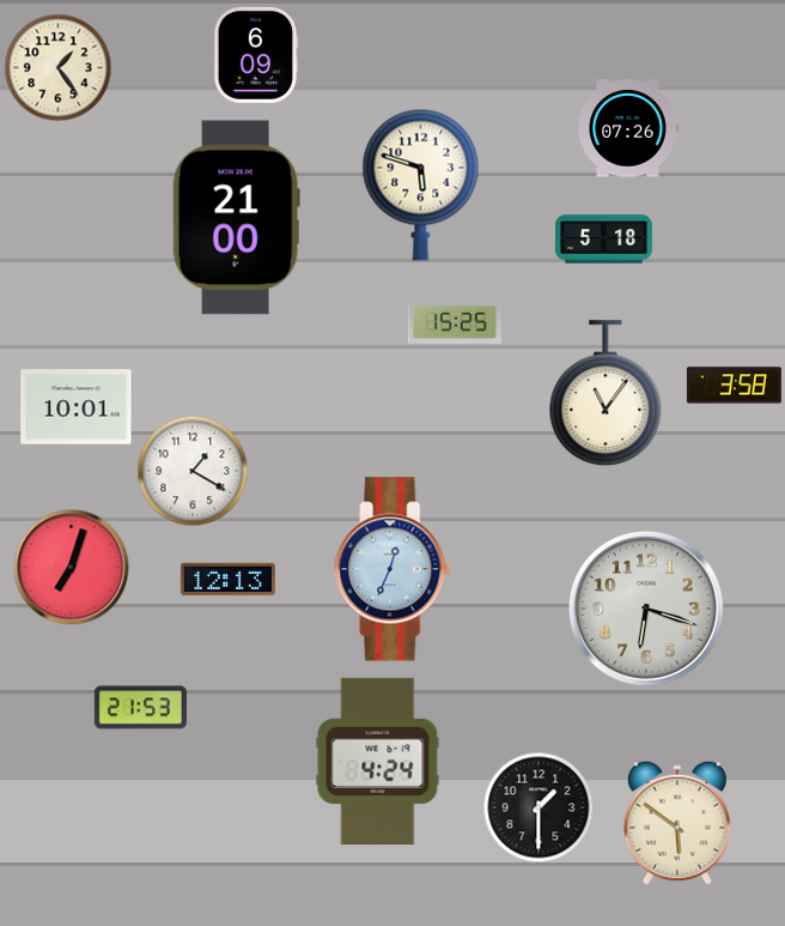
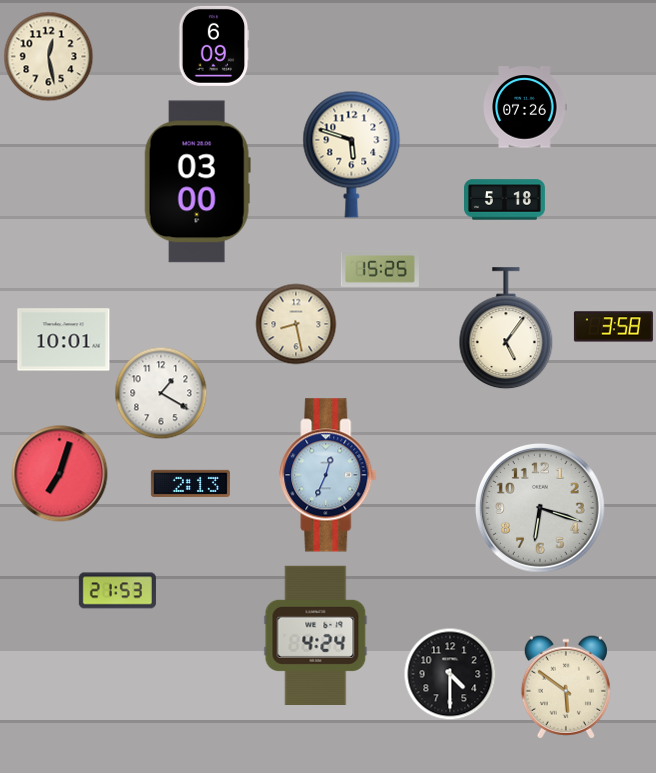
clock at (59, 68): 1:24 -> 12:28
clock at (236, 218): 21:00 -> 03:00
clock at (734, 386) position: (734, 386) -> (613, 327)
clock at (296, 324): none -> 8:28
clock at (606, 394): 11:06 -> 5:06
clock at (227, 579): 12:13 -> 2:13
clock at (538, 807): 1:30 -> 4:30
